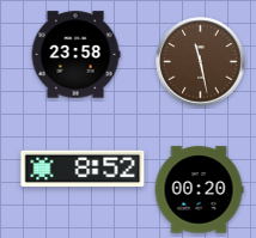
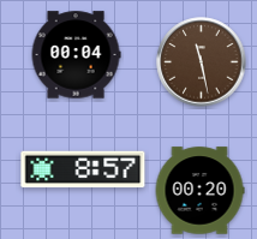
clock at (75, 55): 23:58 -> 00:04
clock at (83, 169): 8:52 -> 8:57
